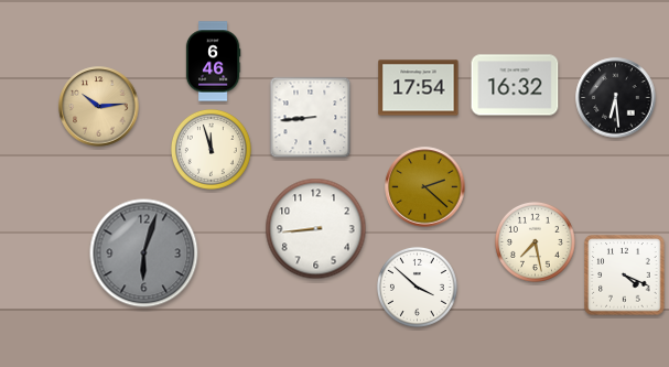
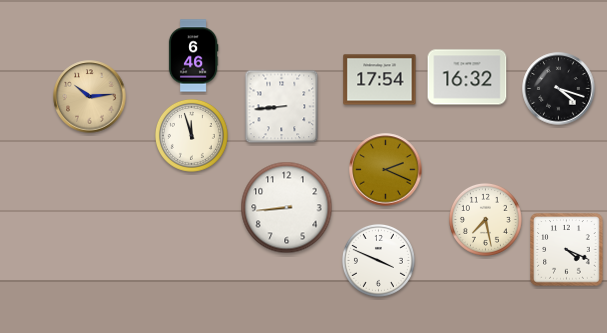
clock at (616, 98): 6:29 -> 4:18
clock at (425, 187): 2:22 -> 2:19
clock at (144, 253): 6:03 -> none
clock at (417, 287): 3:52 -> 3:49
